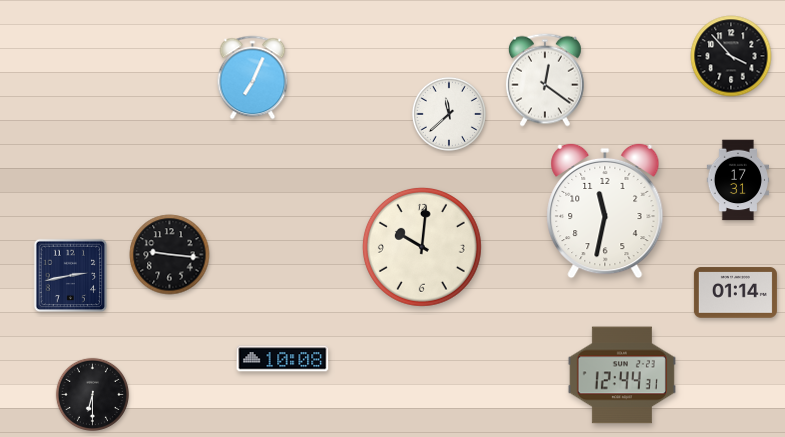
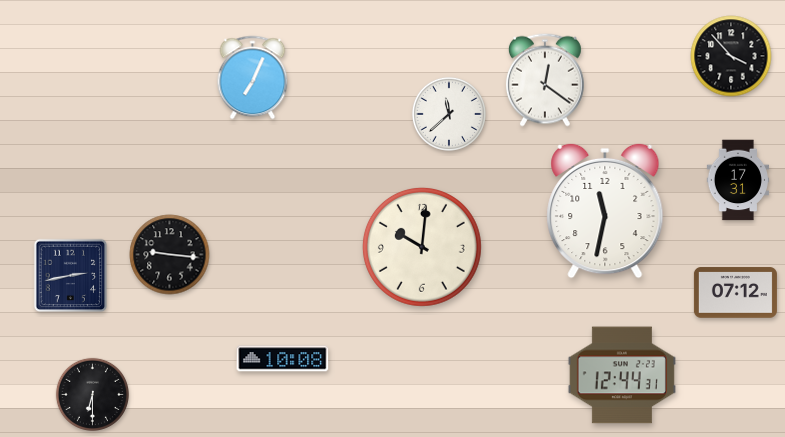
clock at (735, 293): 01:14 -> 07:12
